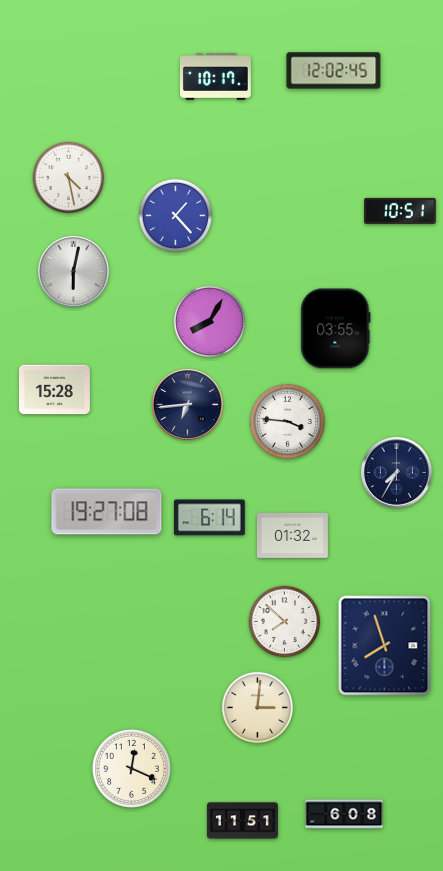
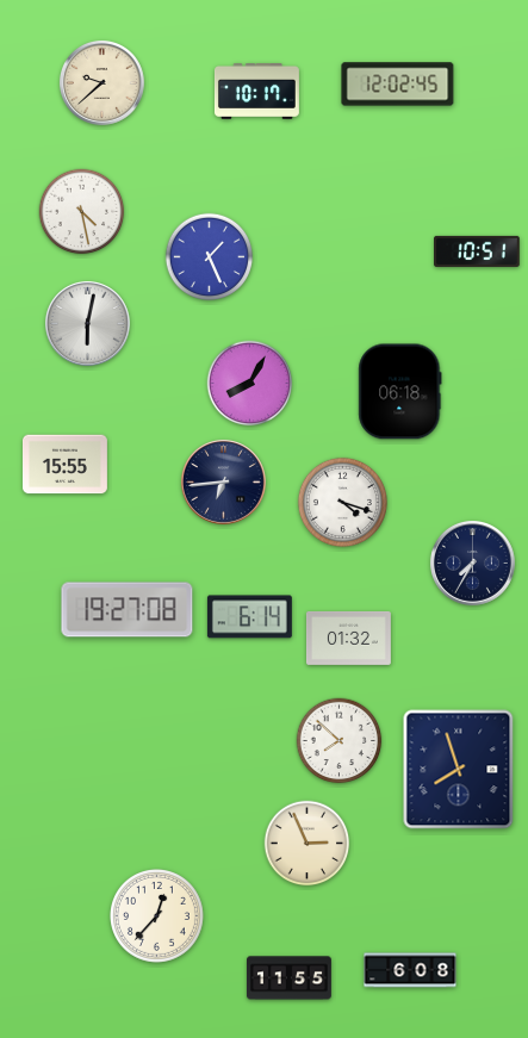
clock at (101, 82): none -> 9:38
clock at (176, 216): 1:23 -> 1:26
clock at (336, 329): 03:55 -> 06:18
clock at (54, 390): 15:28 -> 15:55
clock at (287, 421): 3:46 -> 4:18
clock at (258, 708): 3:01 -> 2:56
clock at (132, 769): 12:19 -> 12:37
clock at (243, 821): 11:51 -> 11:55
